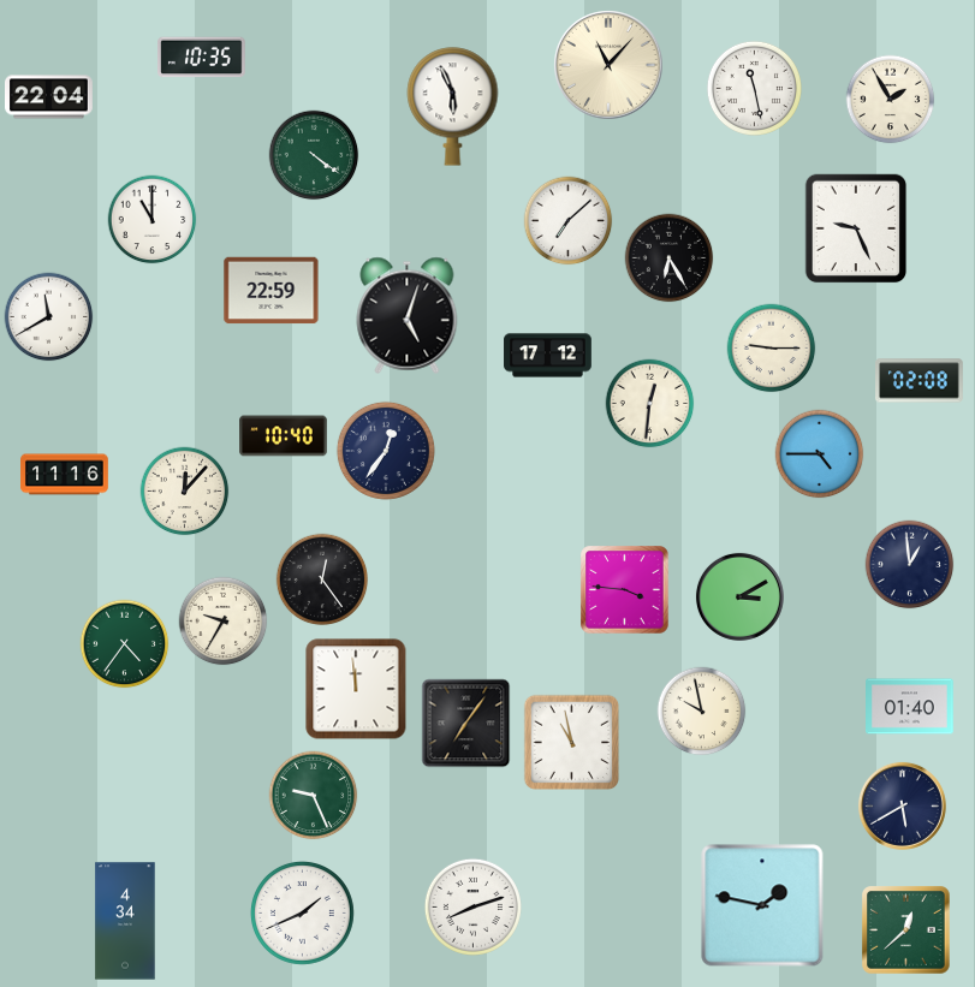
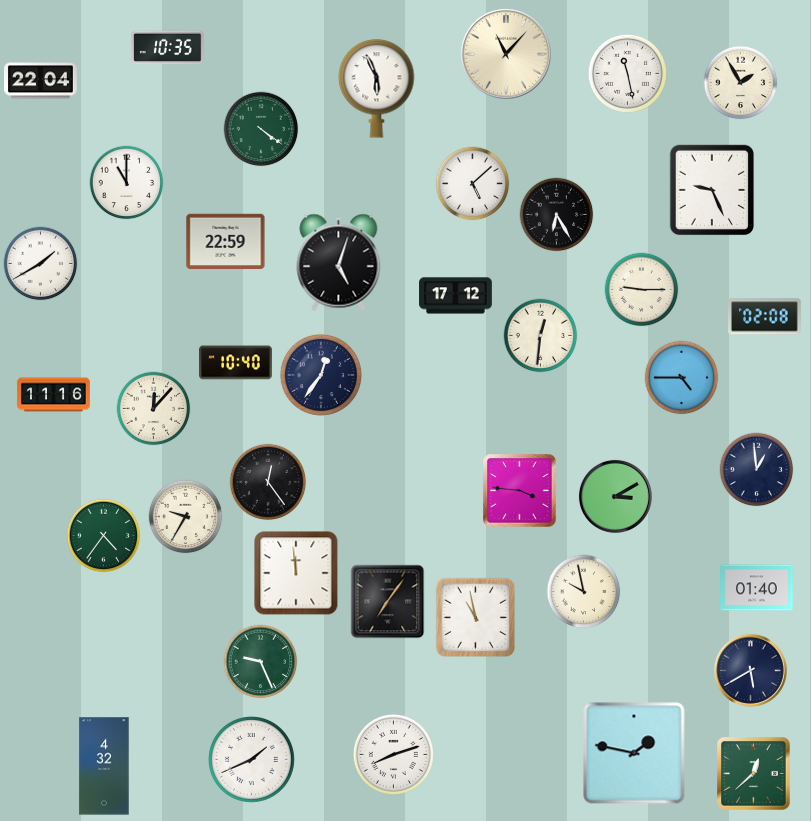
clock at (569, 221): 7:08 -> 5:08
clock at (49, 317): 11:40 -> 1:40
clock at (125, 921): 4:34 -> 4:32
